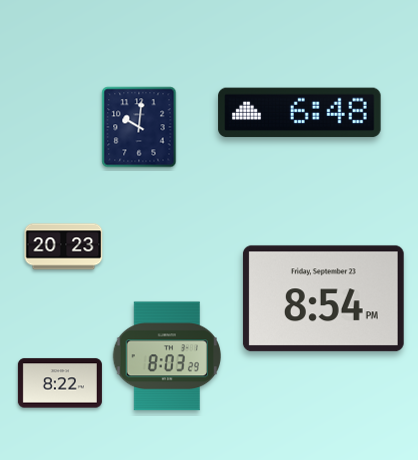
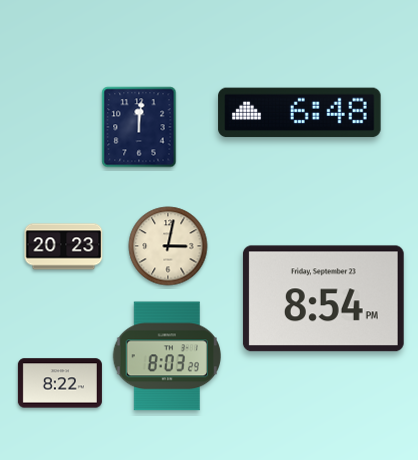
clock at (139, 127): 10:01 -> 12:01
clock at (168, 246): none -> 3:02
